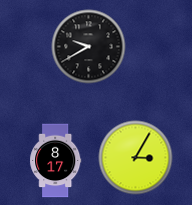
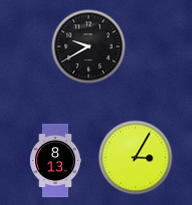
clock at (56, 161): 8:17 -> 8:13
